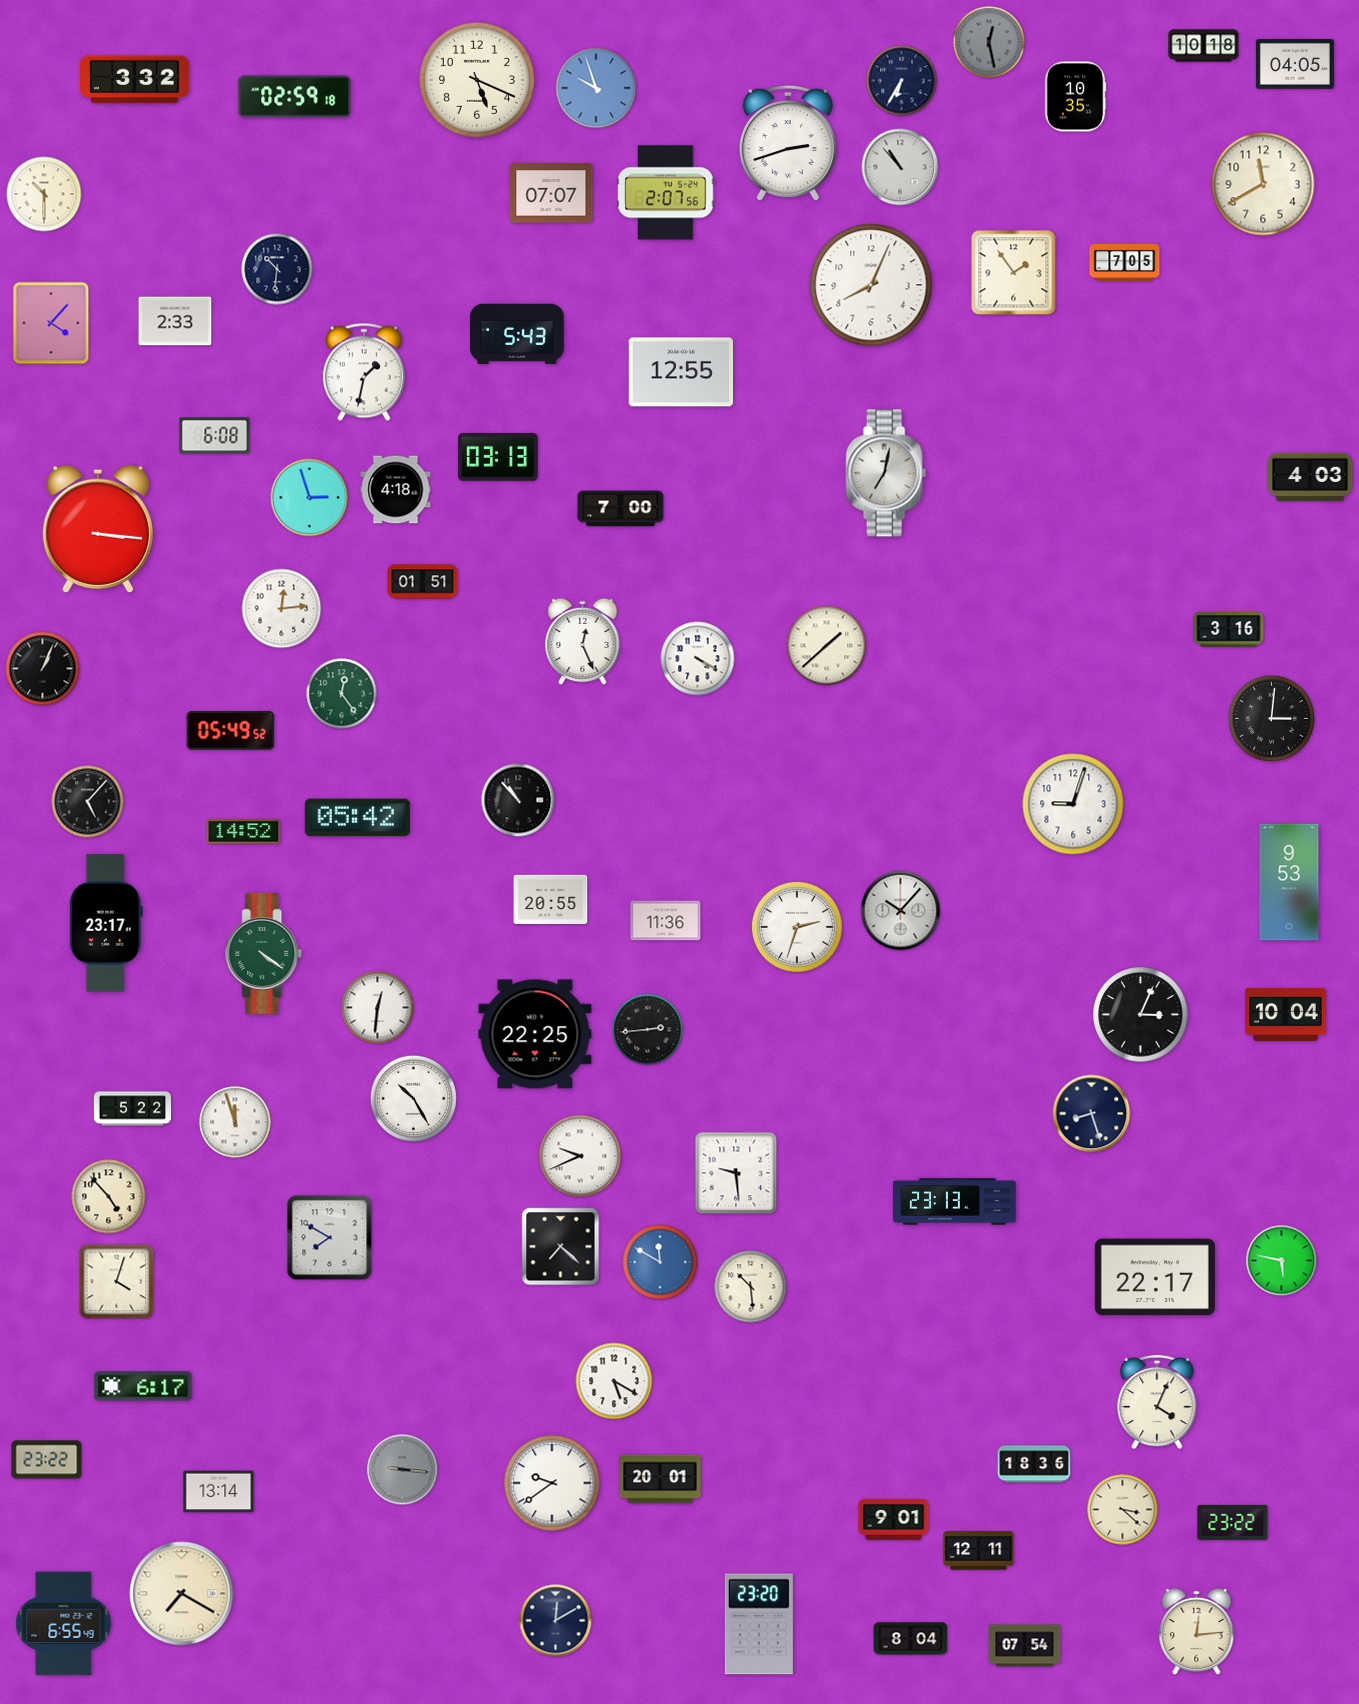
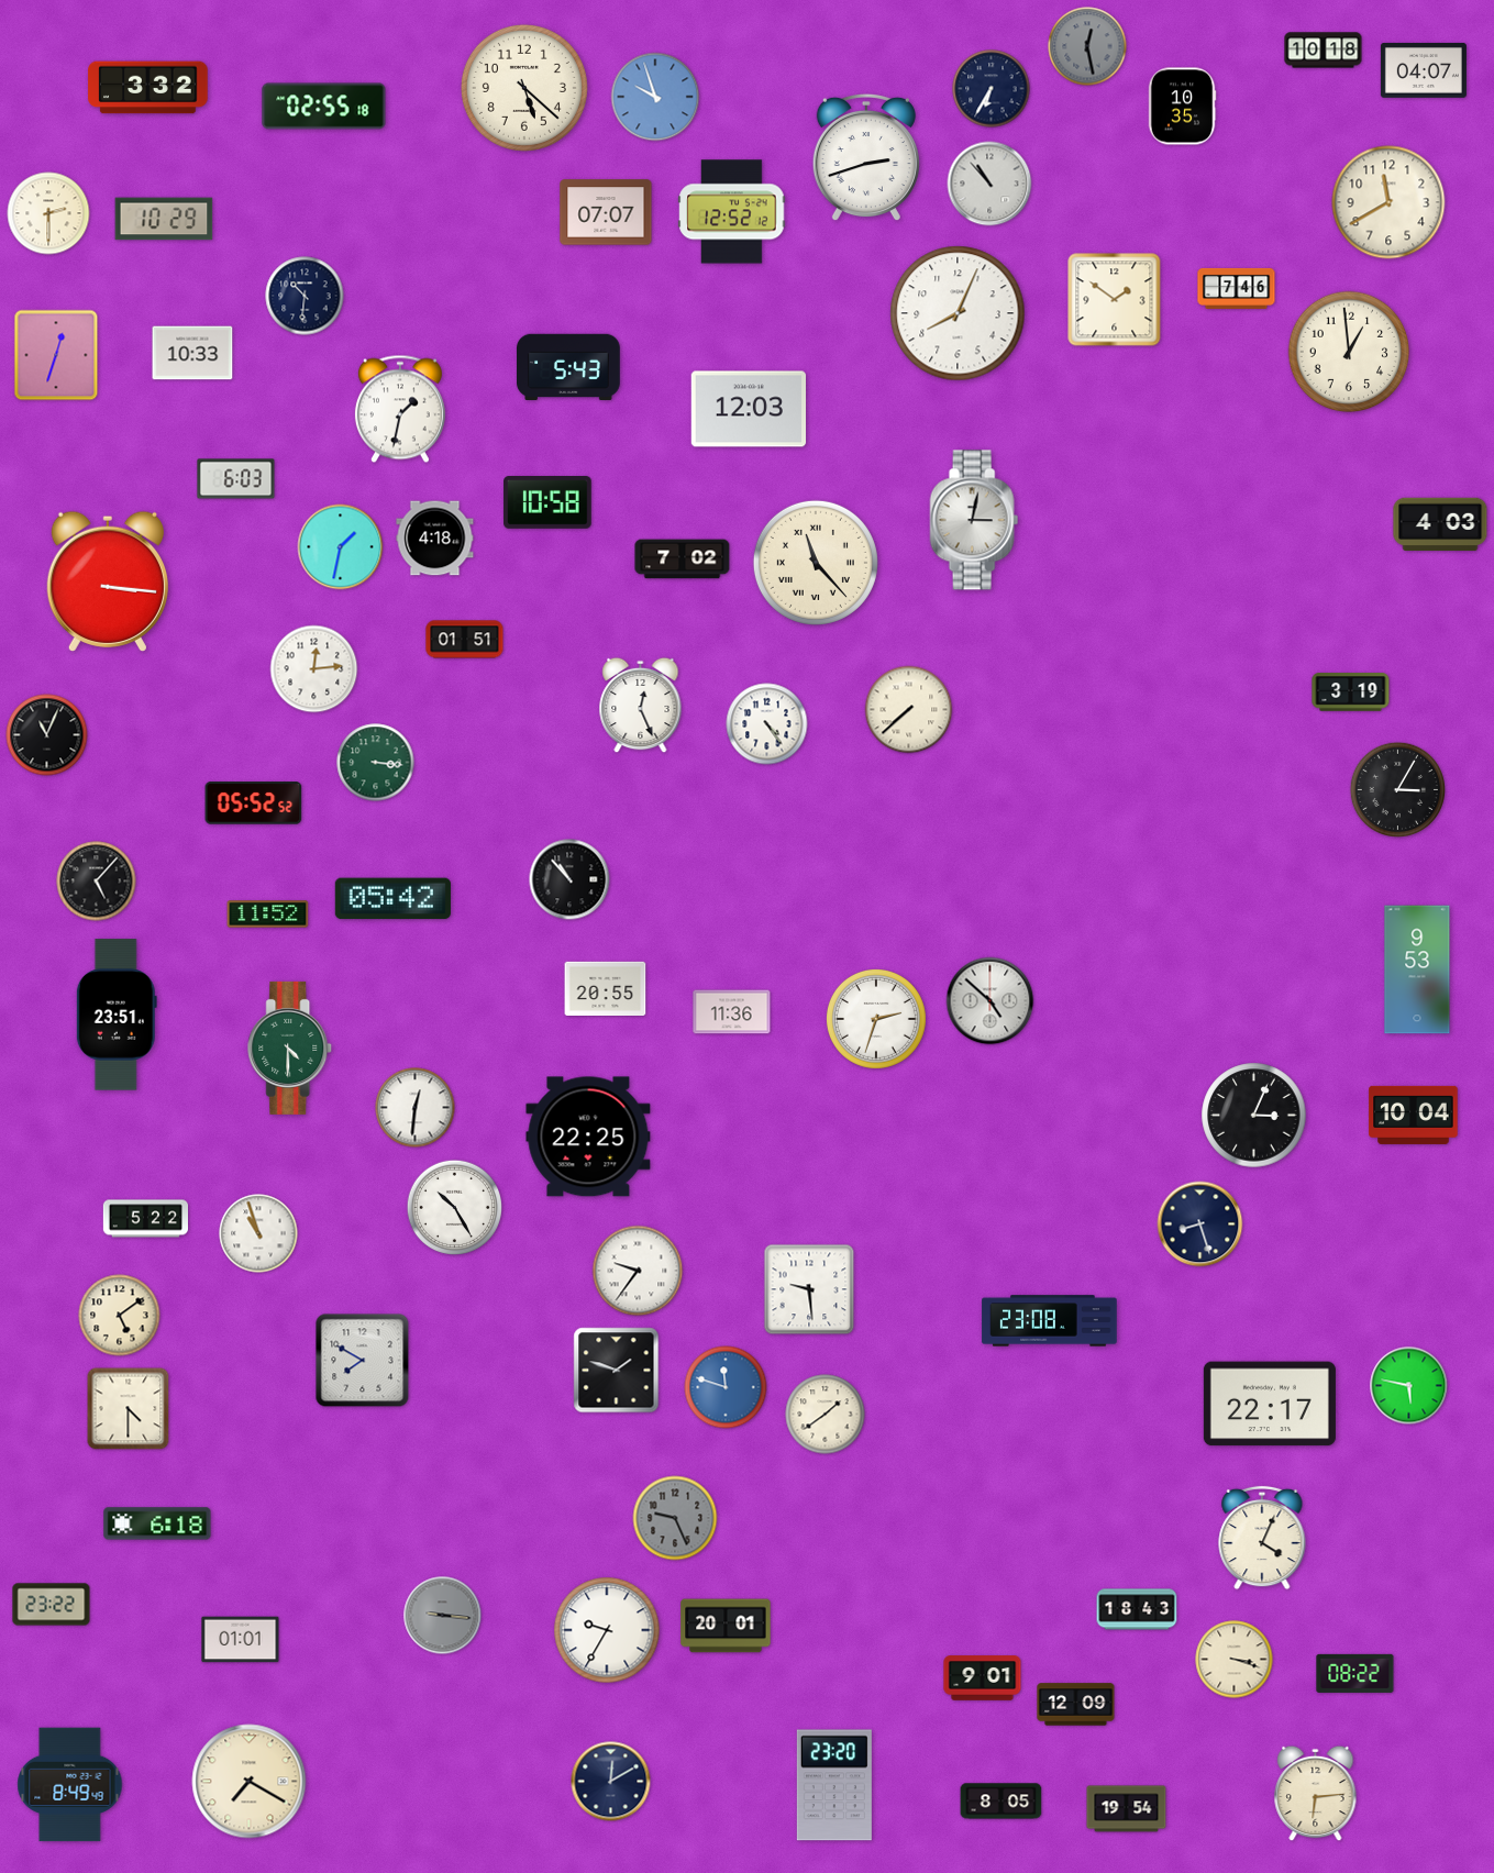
clock at (1295, 64): 04:05 -> 04:07
clock at (477, 80): 5:19 -> 5:22
clock at (295, 97): 02:59 -> 02:55
clock at (666, 193): 2:07 -> 12:52
clock at (44, 194): 10:30 -> 2:30
clock at (164, 219): none -> 10:29
clock at (1125, 262): 7:05 -> 7:46
clock at (1014, 273): 1:54 -> 1:51
clock at (1349, 352): none -> 12:59
clock at (175, 321): 2:33 -> 10:33
clock at (51, 323): 4:07 -> 12:33
clock at (681, 372): 12:55 -> 12:03
clock at (215, 436): 6:08 -> 6:03
clock at (498, 458): 03:13 -> 10:58
clock at (886, 473): 7:02 -> 3:02
clock at (310, 498): 2:57 -> 1:32
clock at (621, 509): 7:00 -> 7:02
clock at (816, 563): none -> 11:23
clock at (282, 609) position: (282, 609) -> (314, 669)
clock at (1229, 630): 3:16 -> 3:19
clock at (827, 646): 1:38 -> 7:38
clock at (698, 659): 4:20 -> 4:24
clock at (43, 669): 1:04 -> 11:04
clock at (342, 694): 12:24 -> 3:16
clock at (1272, 719): 3:01 -> 3:05
clock at (231, 731): 05:49 -> 05:52
clock at (1073, 804): 9:03 -> none
clock at (244, 832): 14:52 -> 11:52
clock at (901, 911): 10:07 -> 4:52
clock at (106, 923): 23:17 -> 23:51
clock at (264, 953): 4:21 -> 4:30
clock at (648, 1030): 2:44 -> none
clock at (235, 1122): 11:57 -> 10:57
clock at (580, 1156): 9:41 -> 9:36
clock at (109, 1197): 4:53 -> 5:09
clock at (955, 1202): 23:13 -> 23:08
clock at (561, 1247): 7:22 -> 1:48
clock at (660, 1262): 11:50 -> 11:48
clock at (117, 1282): 4:03 -> 4:30
clock at (751, 1287): 10:29 -> 1:39
clock at (614, 1381): 5:20 -> 9:26
clock at (614, 1381) dial: white -> grey
clock at (143, 1386): 6:17 -> 6:18
clock at (1157, 1402) position: (1157, 1402) -> (1262, 1538)
clock at (1034, 1464): 18:36 -> 18:43
clock at (552, 1483): 9:39 -> 9:35
clock at (219, 1492): 13:14 -> 01:01
clock at (1123, 1510): 3:22 -> 3:18
clock at (894, 1520) position: (894, 1520) -> (983, 1678)
clock at (1233, 1522): 23:22 -> 08:22
clock at (979, 1551): 12:11 -> 12:09
clock at (182, 1594) position: (182, 1594) -> (250, 1782)
clock at (64, 1624): 6:55 -> 8:49
clock at (1197, 1632): 12:14 -> 6:14
clock at (911, 1639): 8:04 -> 8:05
clock at (1025, 1646): 07:54 -> 19:54
